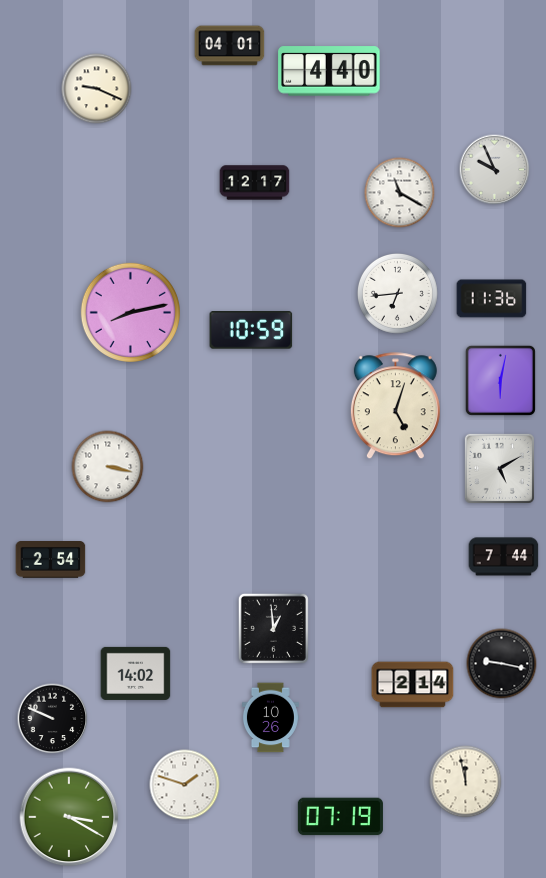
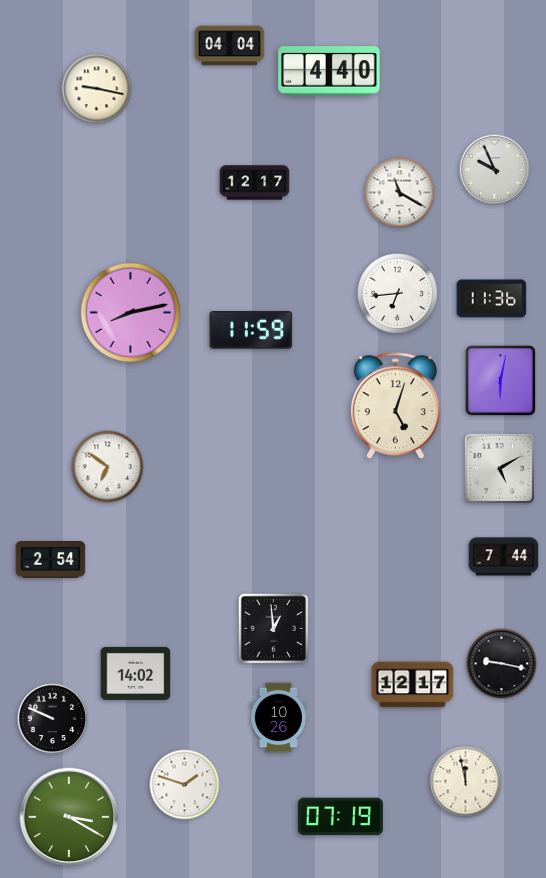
clock at (230, 46): 04:01 -> 04:04
clock at (97, 89): 9:19 -> 9:17
clock at (251, 331): 10:59 -> 11:59
clock at (108, 467): 3:17 -> 6:51
clock at (413, 685): 2:14 -> 12:17
clock at (270, 718) position: (270, 718) -> (278, 718)
